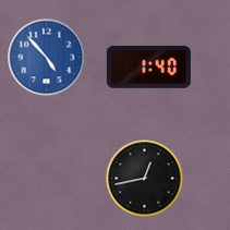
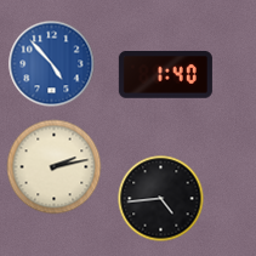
clock at (55, 167): none -> 2:13
clock at (145, 179): 12:43 -> 4:44
